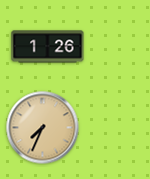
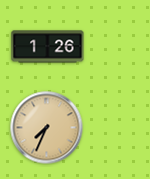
clock at (43, 128) position: (43, 128) -> (47, 128)
